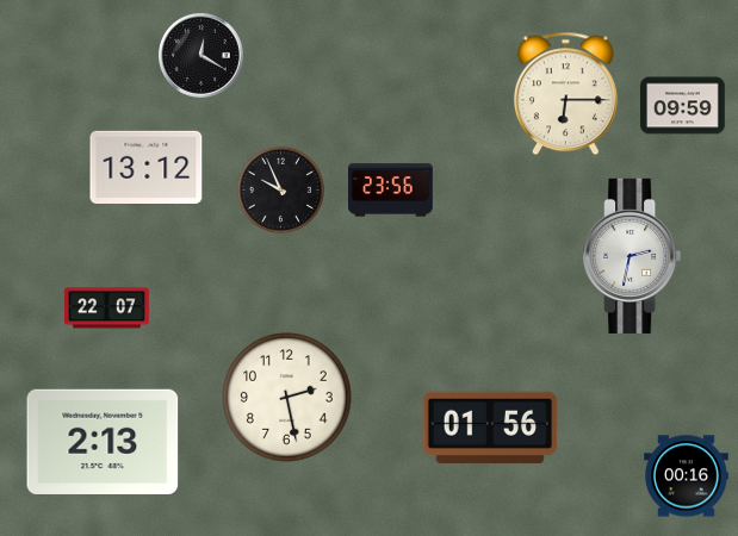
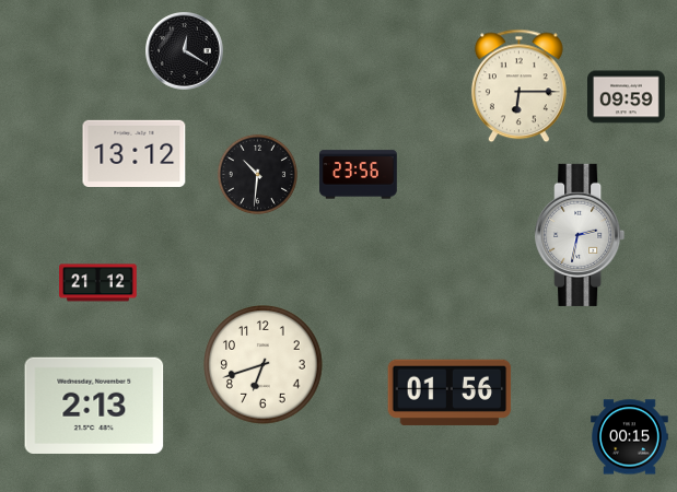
clock at (280, 189): 9:56 -> 10:31
clock at (107, 308): 22:07 -> 21:12
clock at (287, 398): 2:28 -> 6:42
clock at (687, 476): 00:16 -> 00:15
